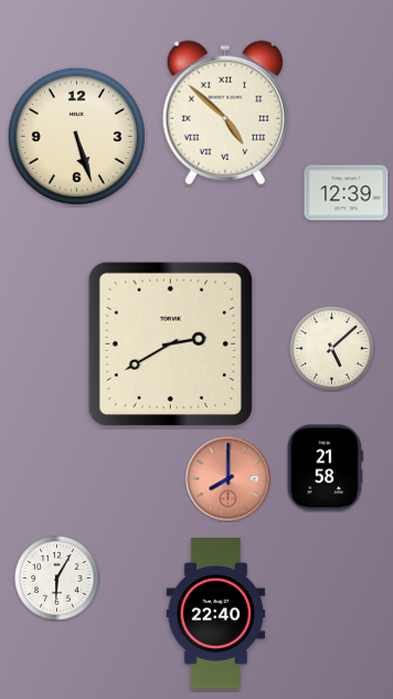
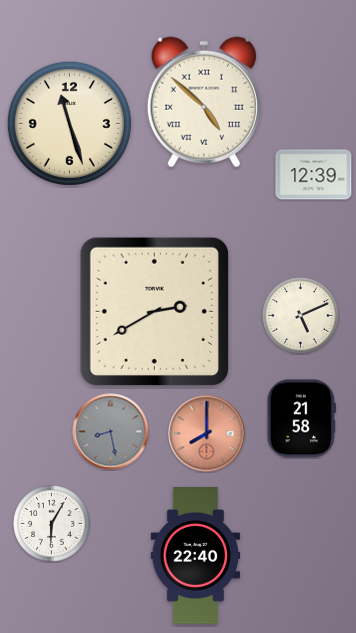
clock at (76, 136): 5:27 -> 11:27
clock at (332, 349): 5:08 -> 5:11
clock at (325, 468) position: (325, 468) -> (301, 419)
clock at (111, 432): none -> 8:28
